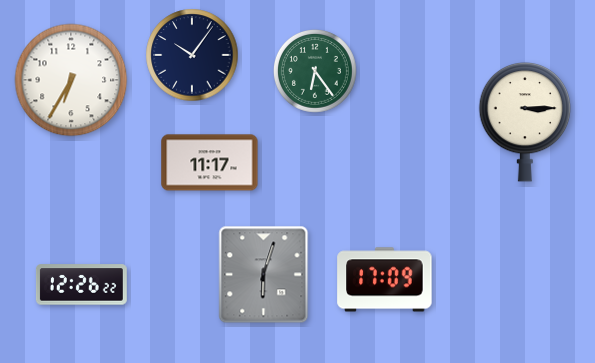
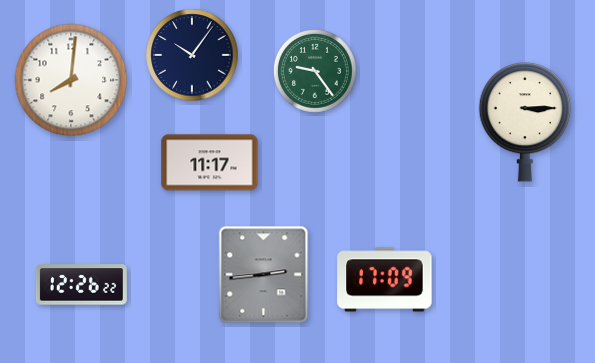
clock at (316, 72): 6:24 -> 9:24
clock at (71, 80): 6:35 -> 8:01
clock at (264, 275): 6:03 -> 2:44
